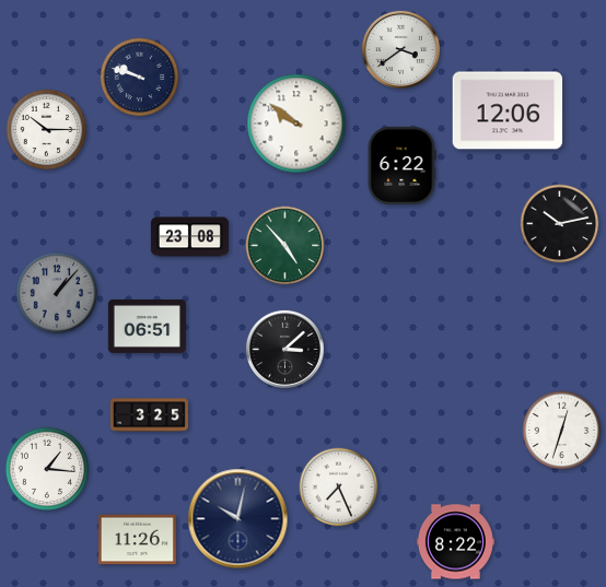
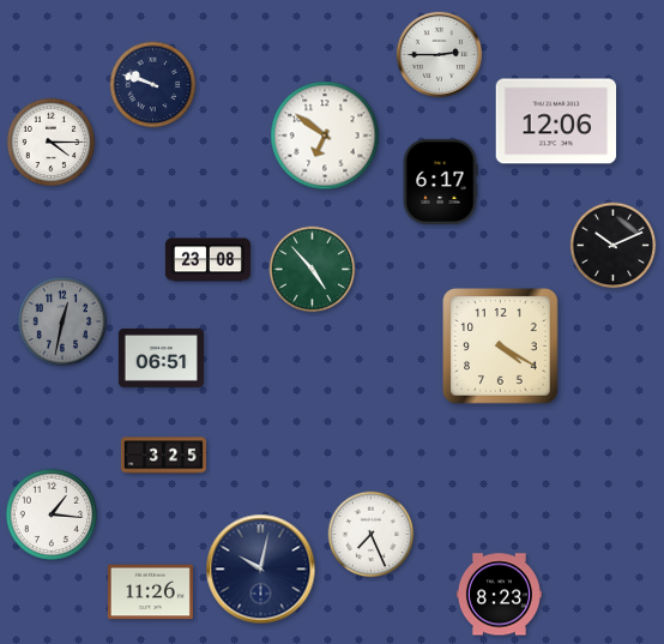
clock at (400, 49): 3:39 -> 2:45
clock at (296, 124): 9:51 -> 6:51
clock at (47, 130): 10:15 -> 4:15
clock at (401, 165): 6:22 -> 6:17
clock at (560, 224): 10:13 -> 10:11
clock at (57, 293): 1:07 -> 12:32
clock at (501, 347): none -> 4:20
clock at (284, 349): 3:08 -> none
clock at (562, 431): 12:33 -> none
clock at (455, 542): 8:22 -> 8:23
